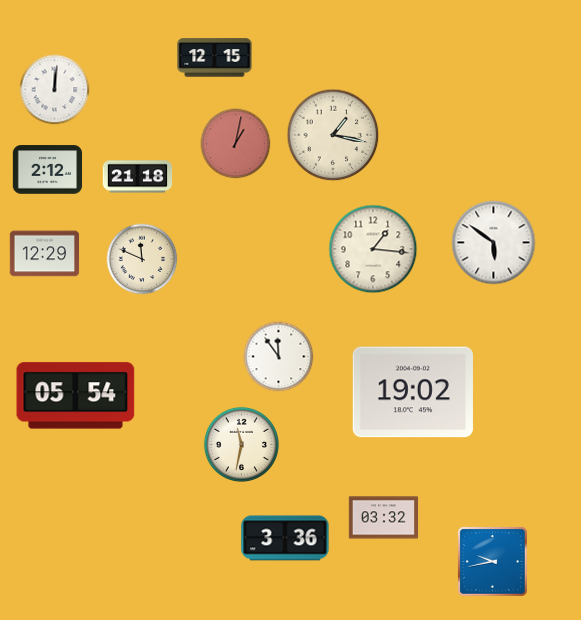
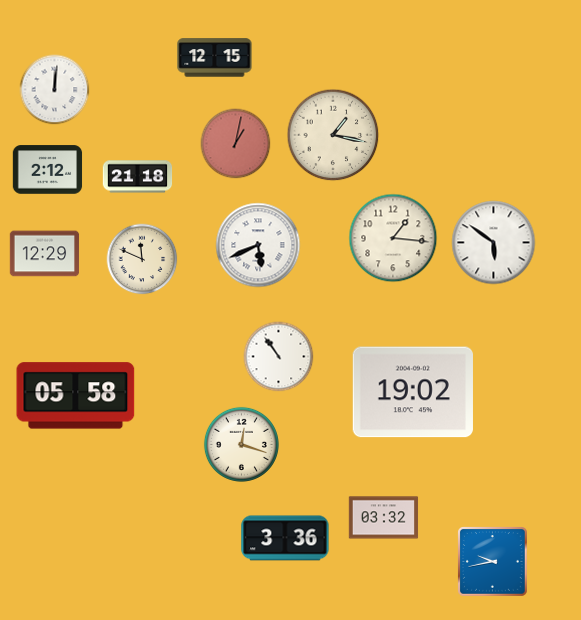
clock at (258, 245): none -> 5:41
clock at (373, 249) position: (373, 249) -> (393, 238)
clock at (279, 357): 11:54 -> 10:54
clock at (76, 396): 05:54 -> 05:58
clock at (241, 444): 11:32 -> 12:18
